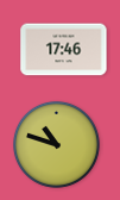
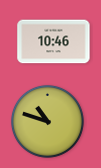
clock at (64, 50): 17:46 -> 10:46
